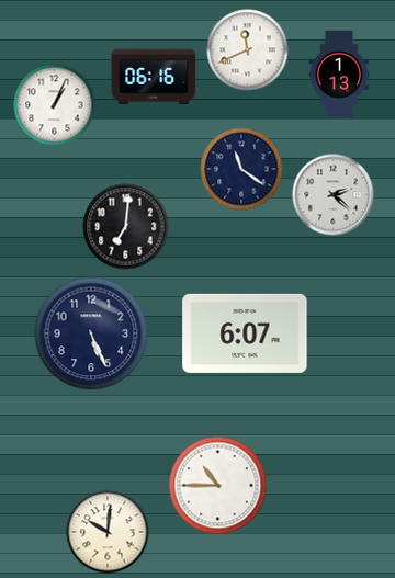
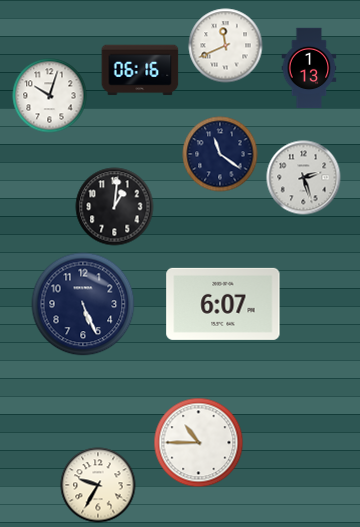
clock at (55, 105): 1:04 -> 10:03
clock at (334, 195): 2:22 -> 2:27
clock at (126, 227): 7:01 -> 1:01
clock at (108, 532): 10:01 -> 9:35
